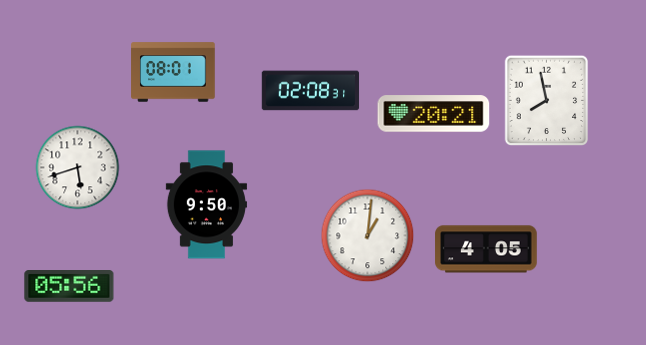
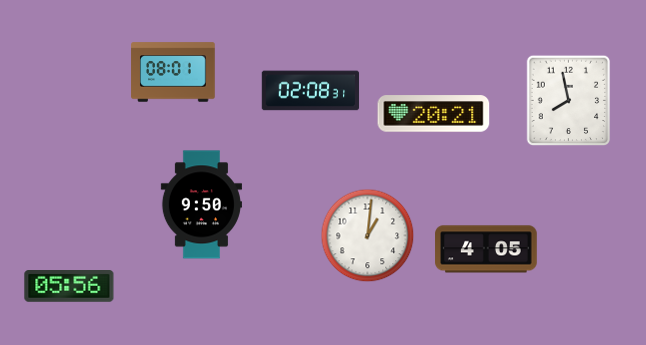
clock at (547, 101) position: (547, 101) -> (569, 101)
clock at (78, 168): 5:42 -> none
clock at (206, 205) position: (206, 205) -> (201, 205)
